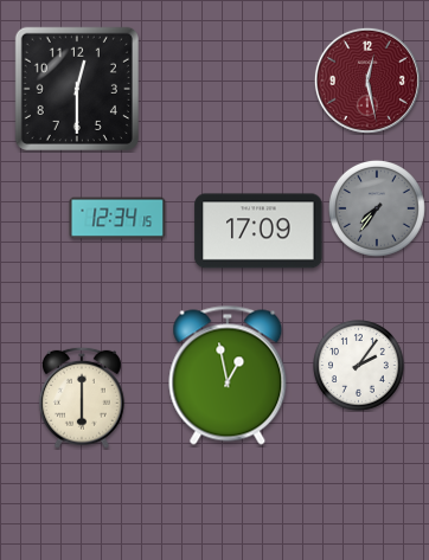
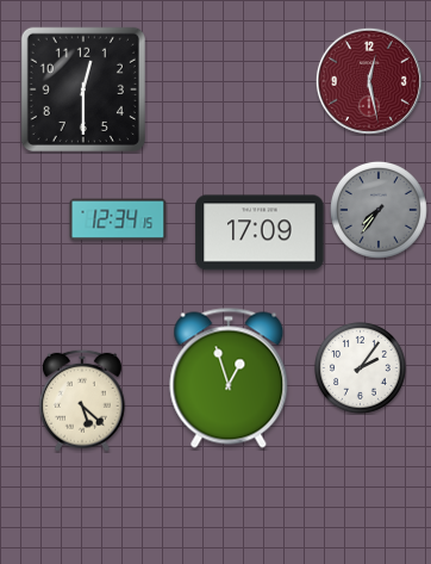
clock at (77, 89) position: (77, 89) -> (83, 89)
clock at (228, 375): 12:58 -> 12:57
clock at (82, 398): 6:00 -> 5:22
